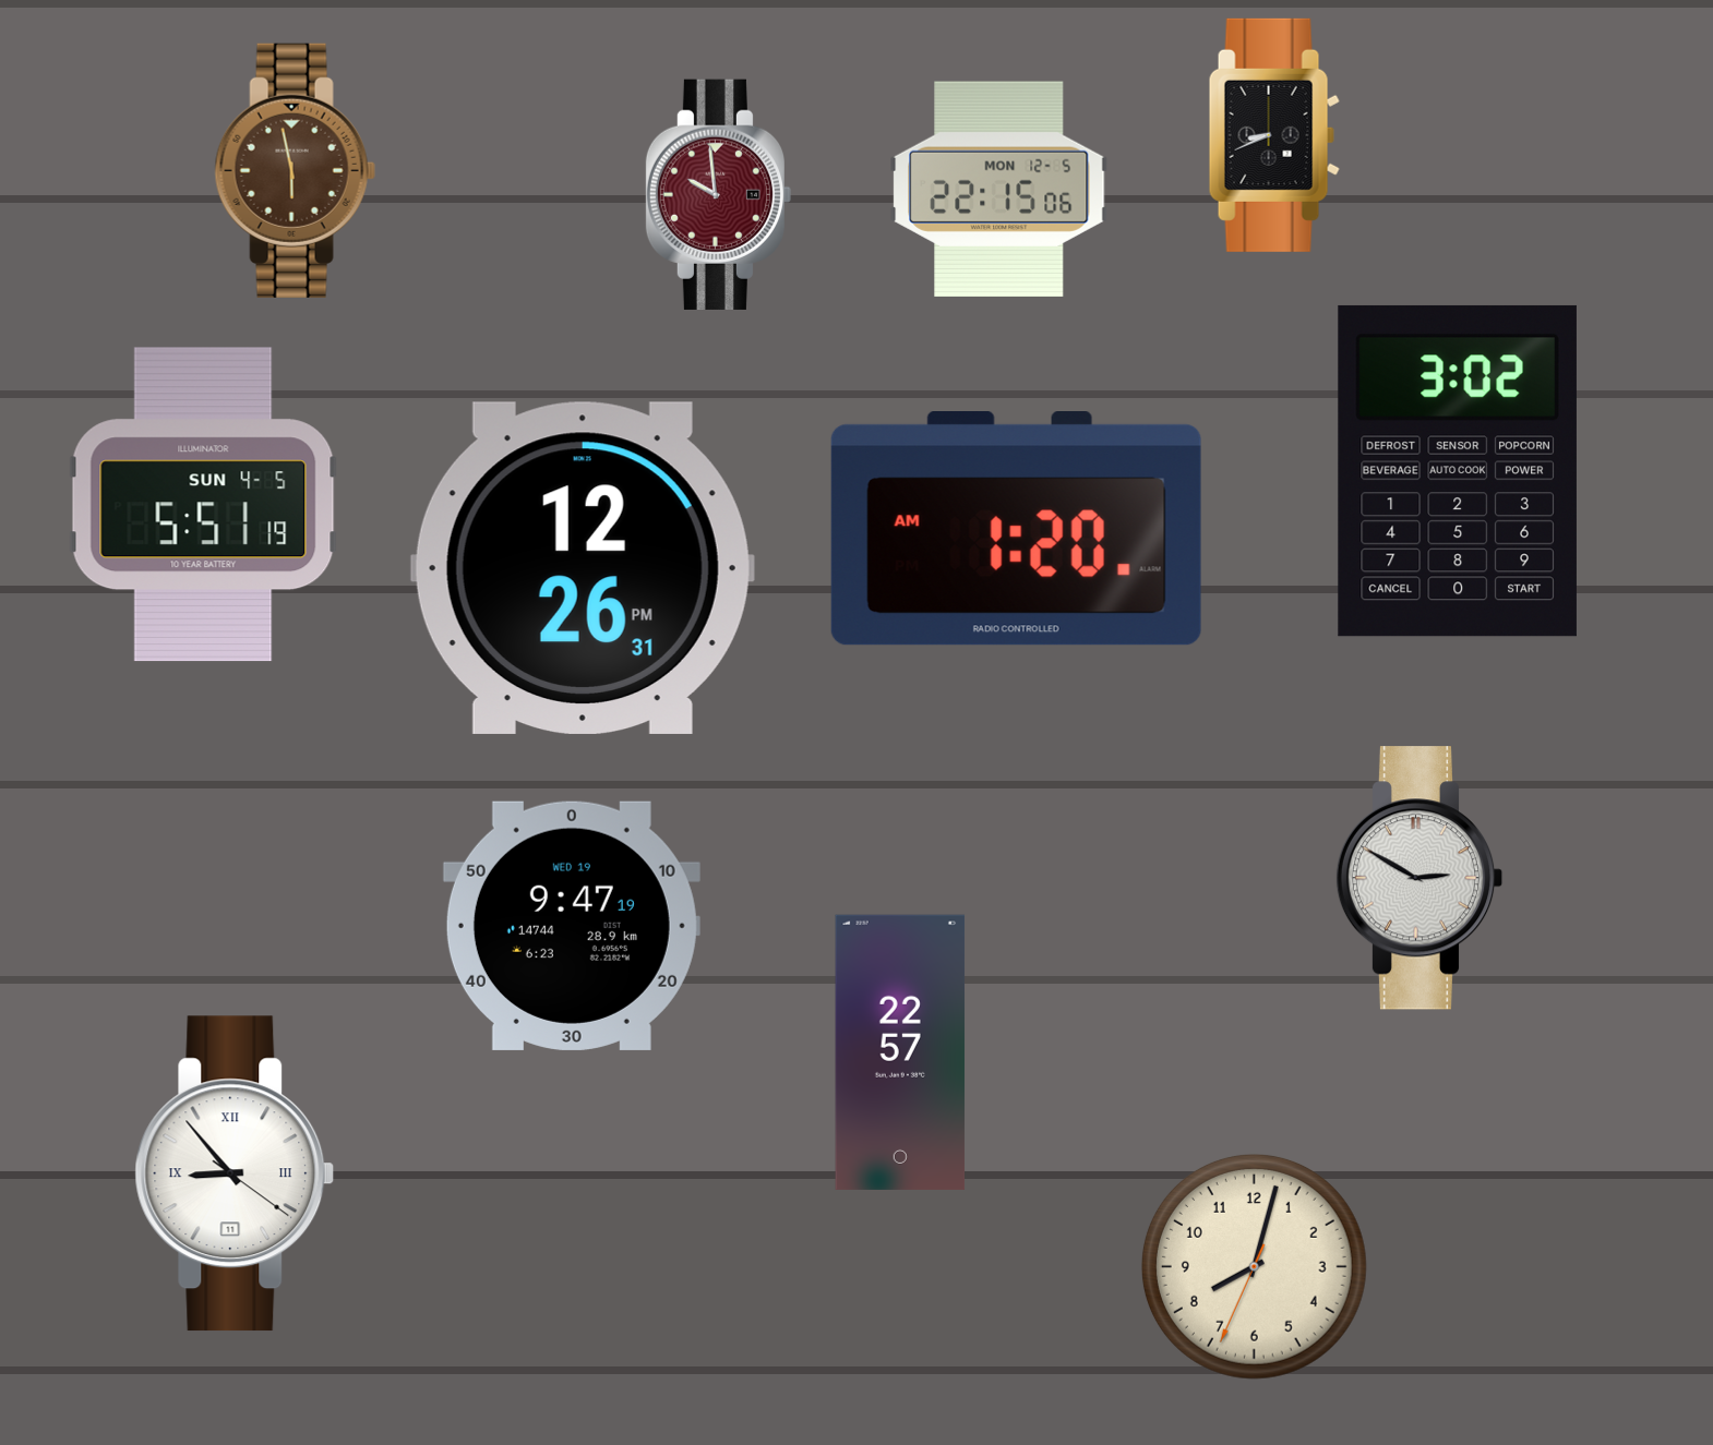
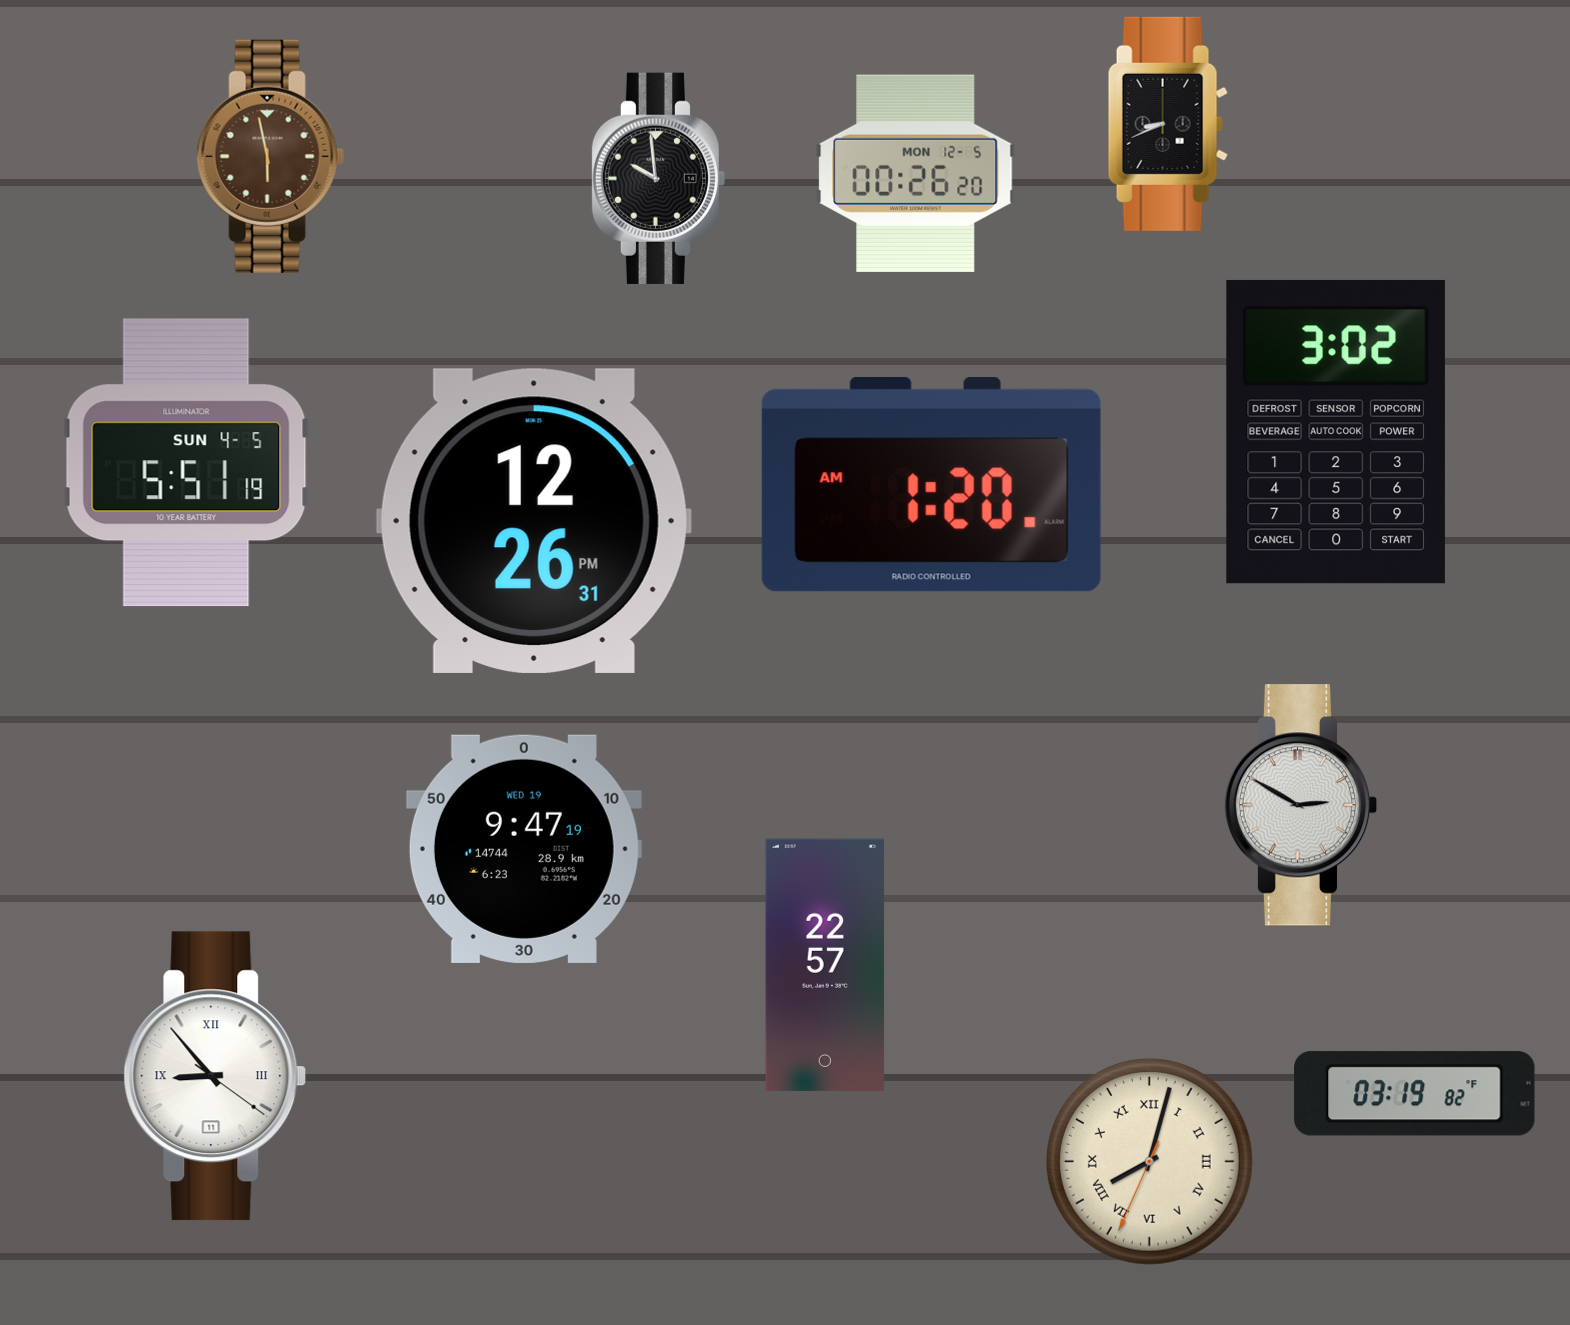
clock at (999, 189): 22:15 -> 00:26
clock at (718, 194) dial: burgundy -> black
clock at (1415, 1094): none -> 03:19
clock at (1254, 1266) numerals: Arabic -> Roman
